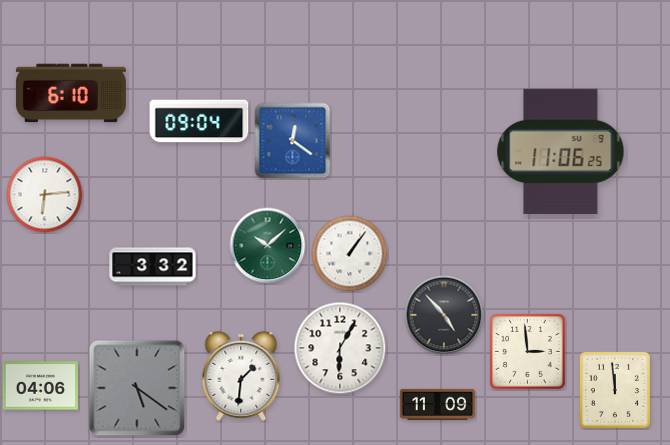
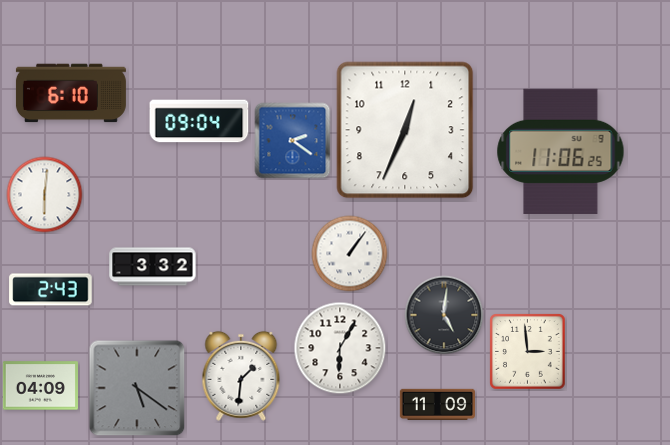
clock at (405, 130): none -> 12:34
clock at (293, 141): 12:21 -> 2:21
clock at (45, 195): 6:14 -> 6:01
clock at (268, 246): 10:08 -> none
clock at (51, 290): none -> 2:43
clock at (444, 315): 4:53 -> 5:01
clock at (40, 386): 04:06 -> 04:09
clock at (615, 390): 11:59 -> none
